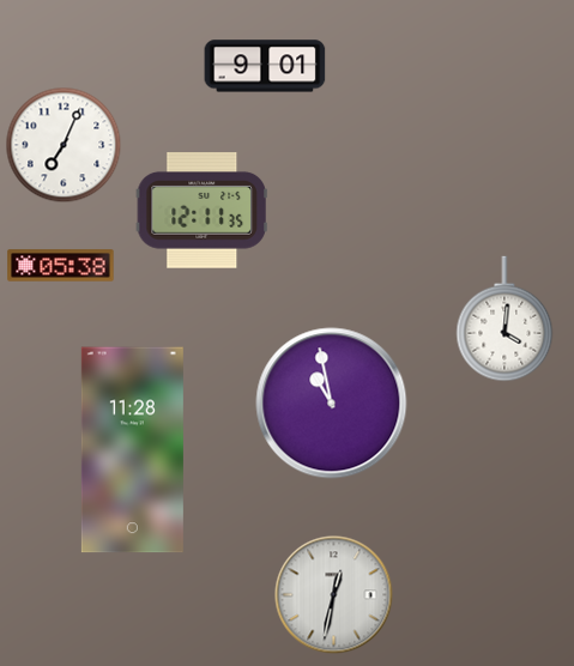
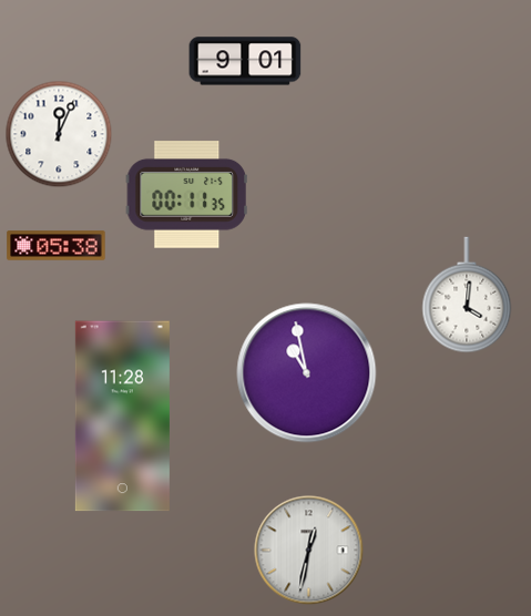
clock at (64, 145): 7:04 -> 12:04
clock at (201, 211): 12:11 -> 00:11
